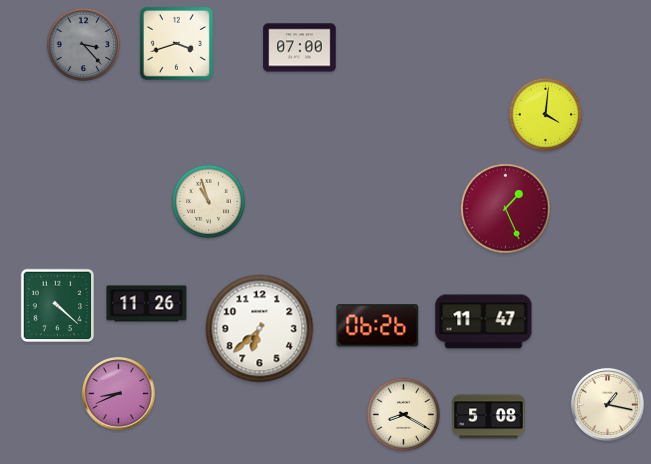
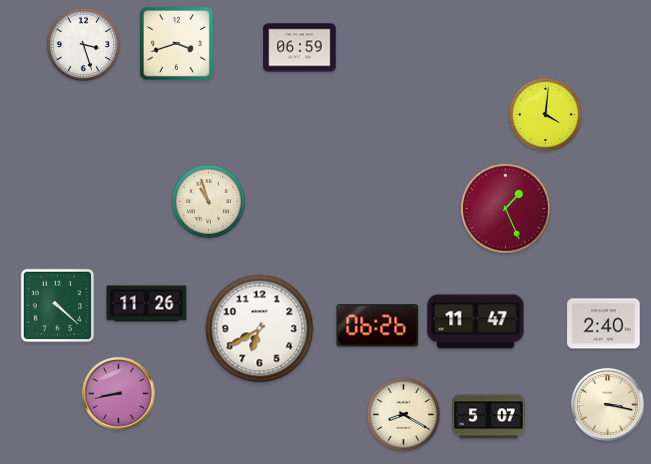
clock at (84, 45): 3:23 -> 3:27
clock at (84, 45) dial: grey -> white
clock at (300, 48): 07:00 -> 06:59
clock at (484, 322) position: (484, 322) -> (476, 322)
clock at (604, 324): none -> 2:40
clock at (260, 329): 6:38 -> 6:40
clock at (119, 394): 8:41 -> 8:43
clock at (608, 405): 1:17 -> 3:17
clock at (489, 417): 5:08 -> 5:07
